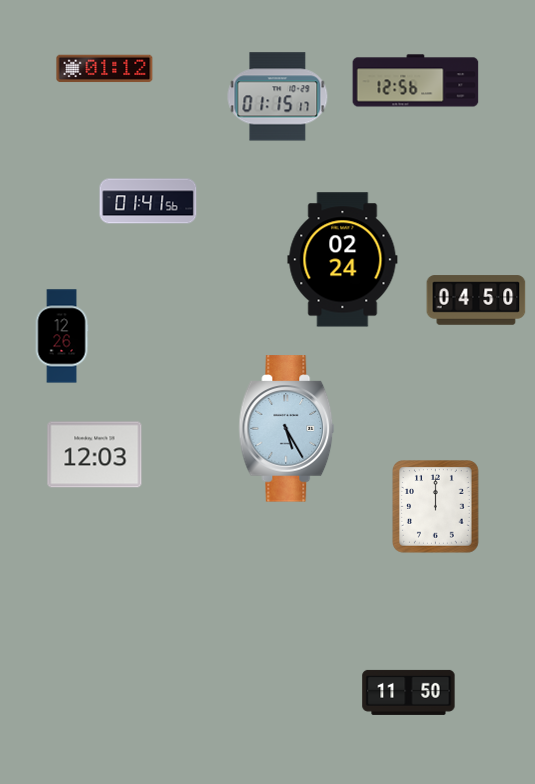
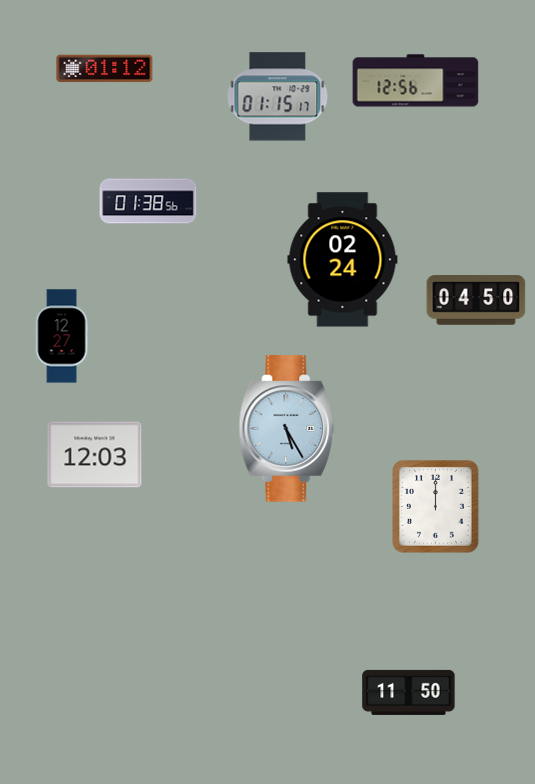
clock at (148, 201): 01:41 -> 01:38
clock at (62, 336): 12:26 -> 12:27
